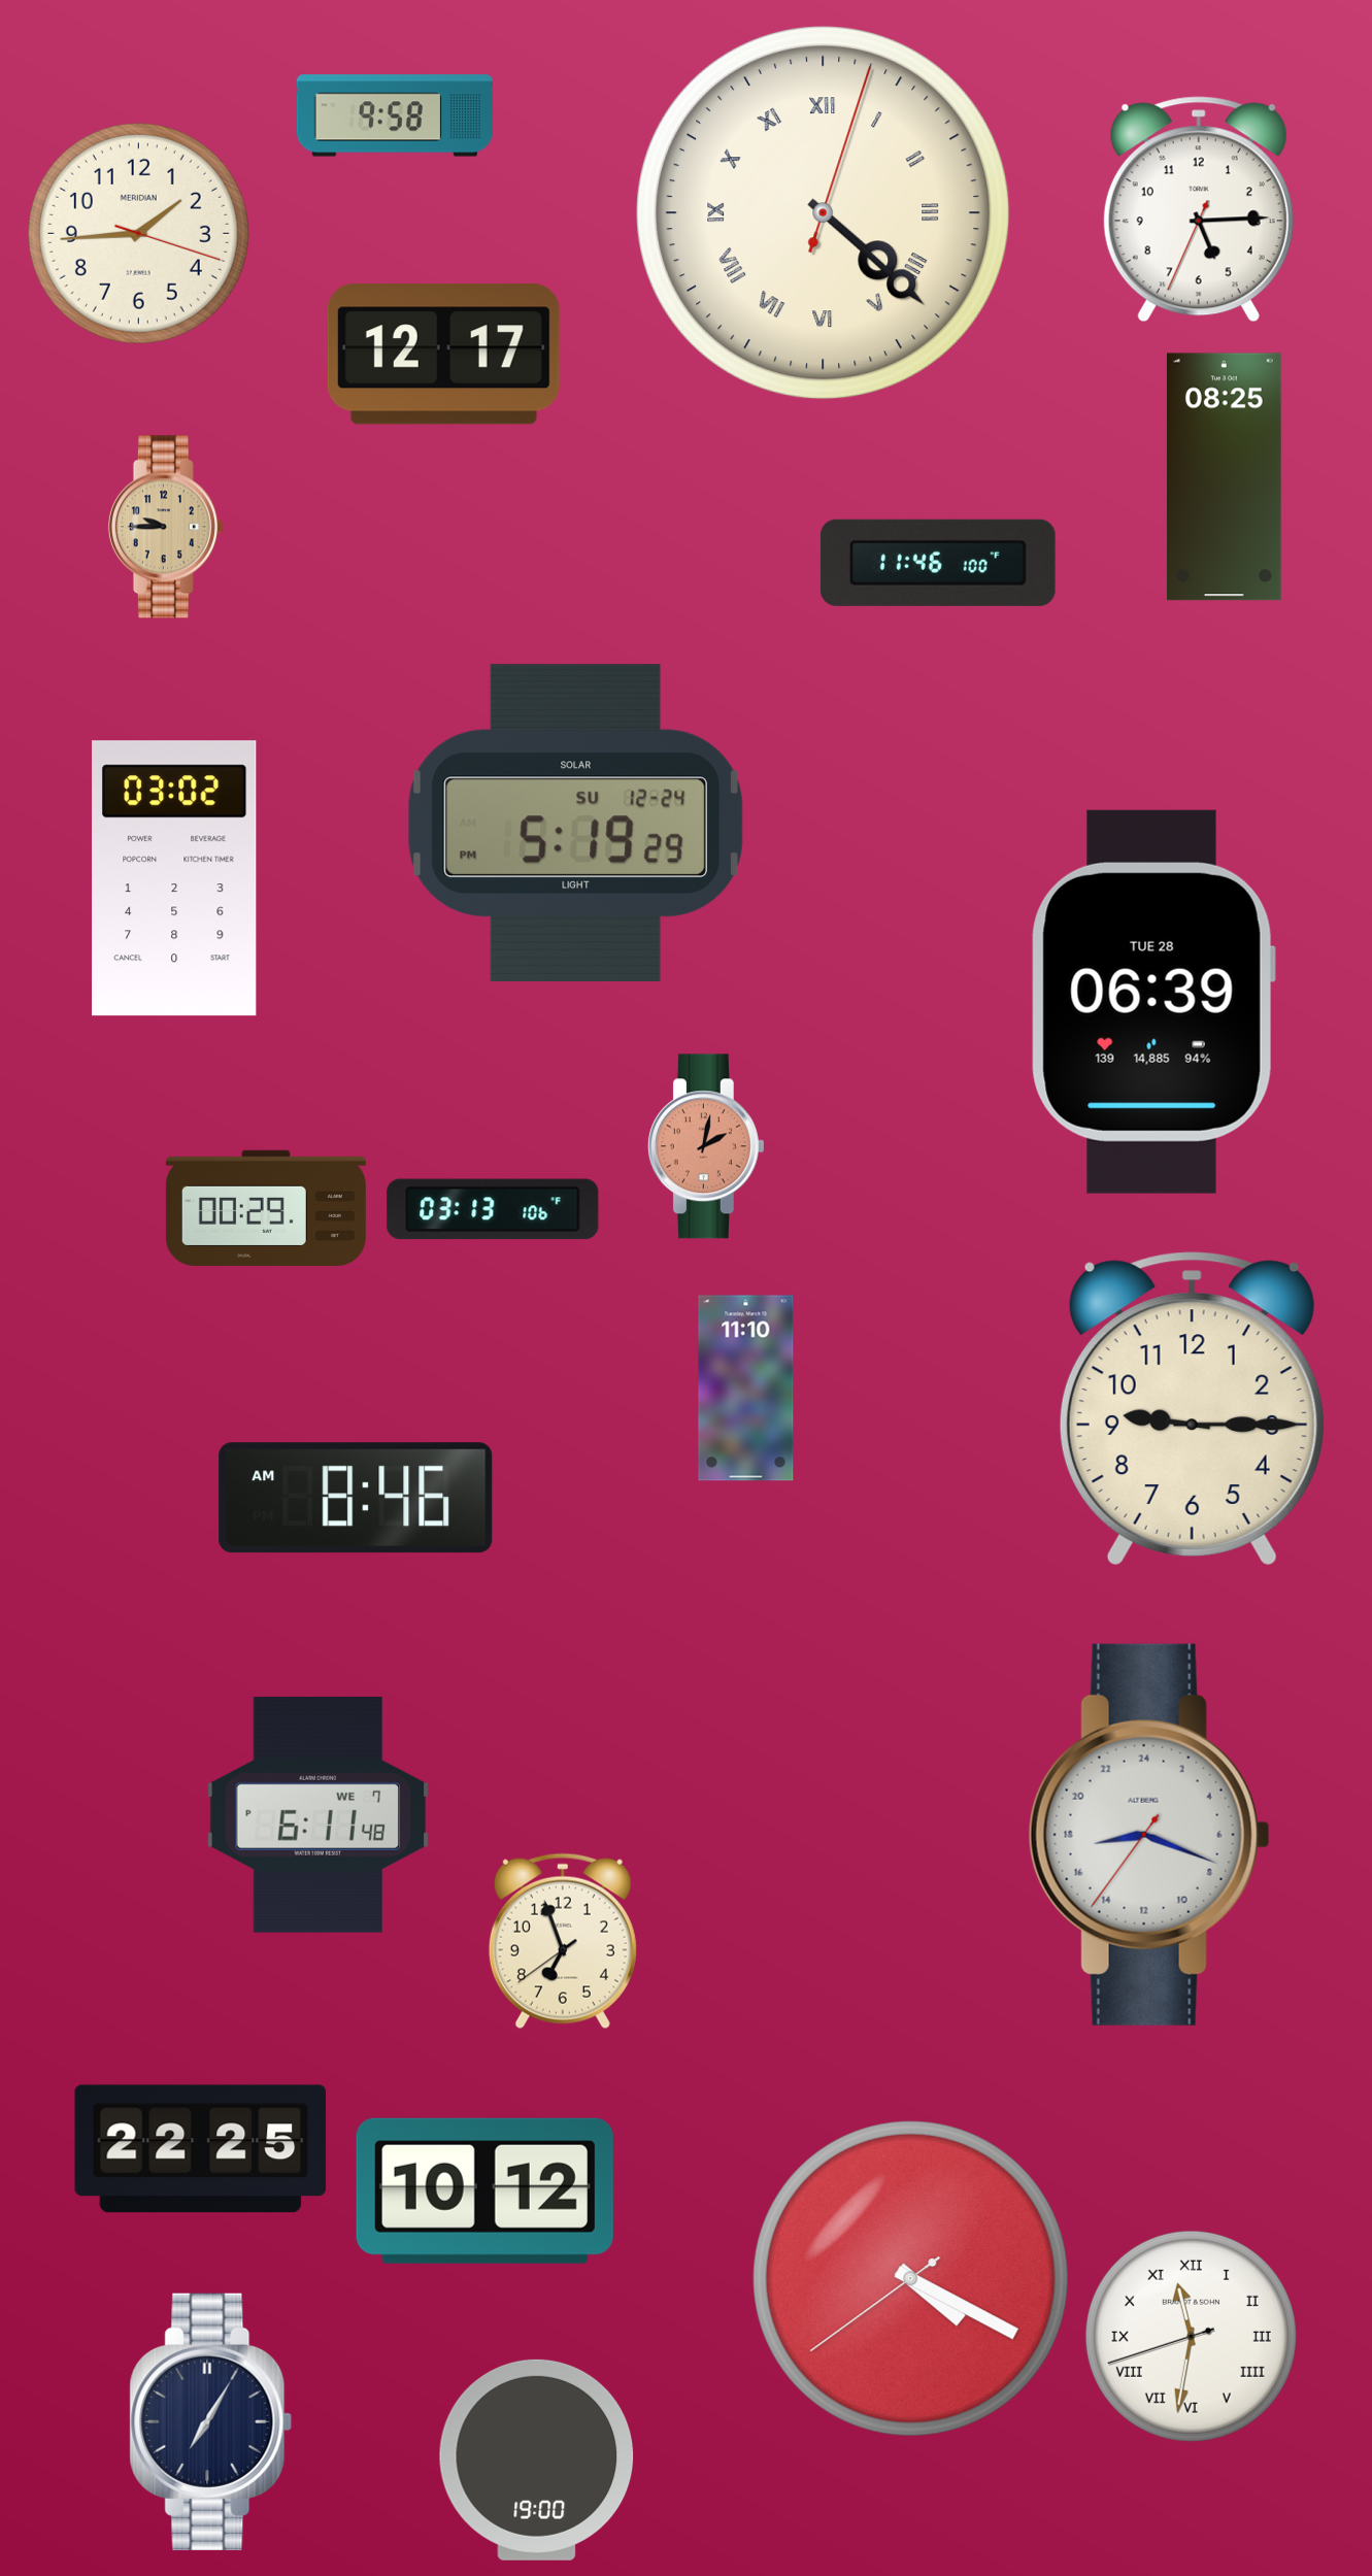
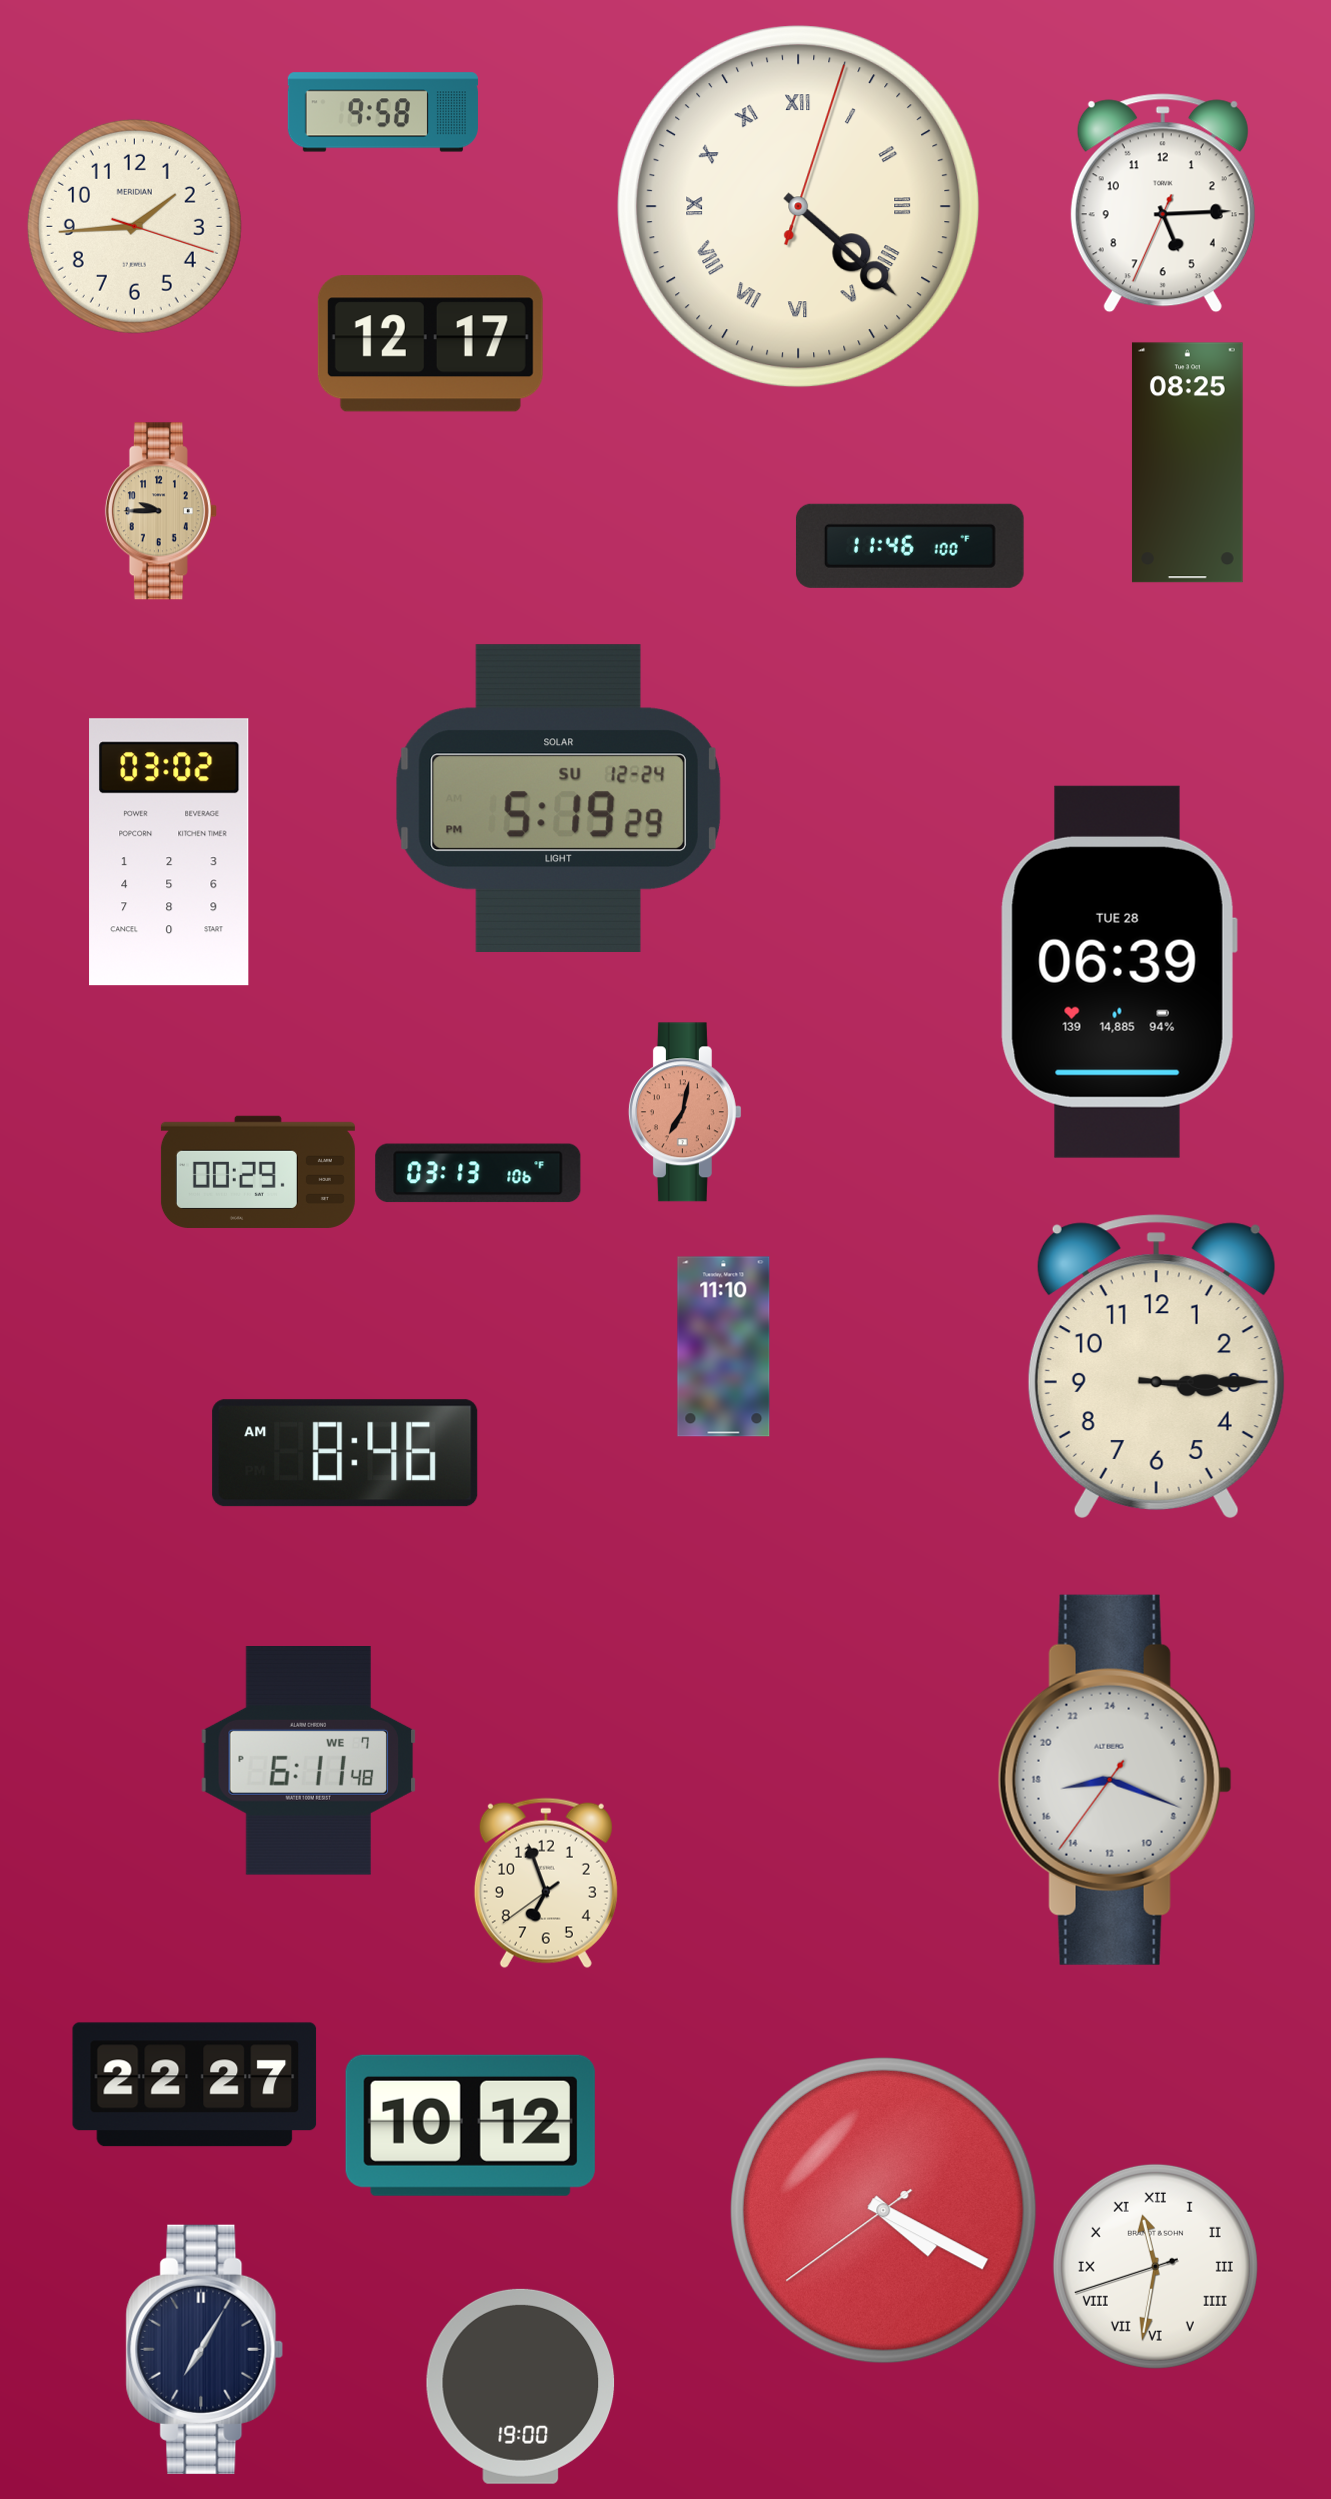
clock at (706, 1146): 2:02 -> 7:02
clock at (1192, 1408): 9:15 -> 3:15
clock at (201, 2149): 22:25 -> 22:27
